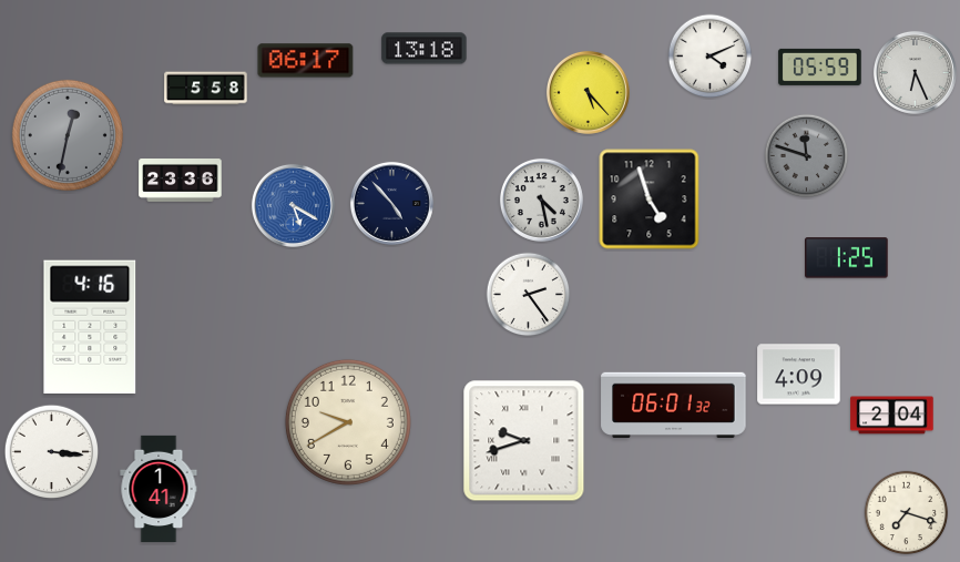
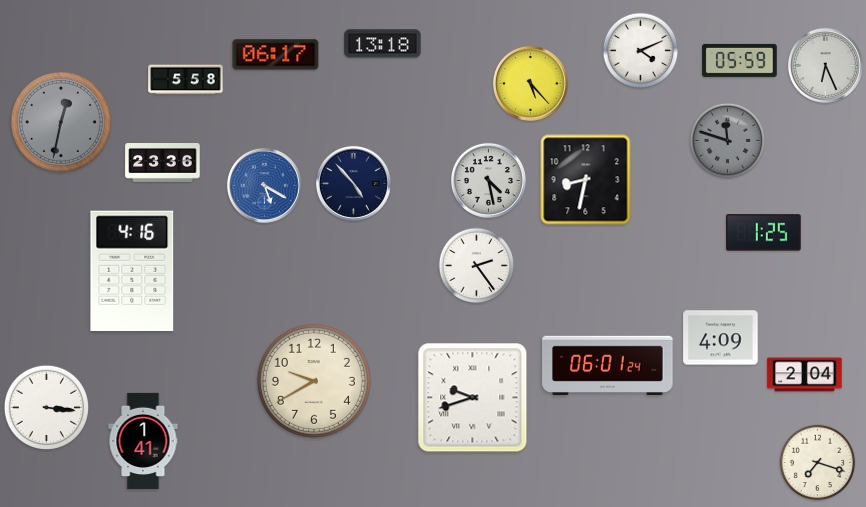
clock at (650, 200): 4:57 -> 8:32
clock at (90, 326) position: (90, 326) -> (132, 270)
clock at (674, 405): 06:01:32 -> 06:01:24
